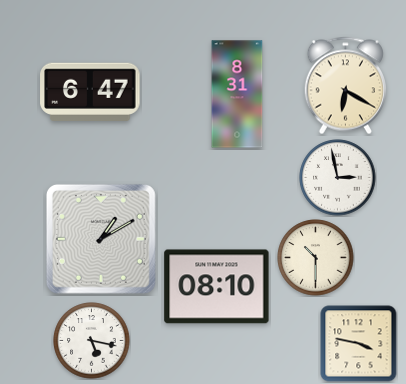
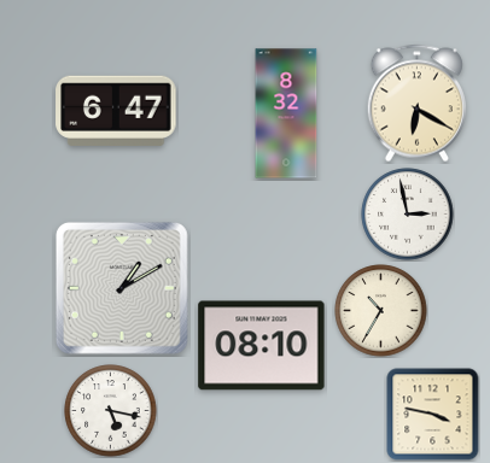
clock at (90, 92) position: (90, 92) -> (116, 111)
clock at (237, 94): 8:31 -> 8:32
clock at (316, 258): 10:30 -> 10:35
